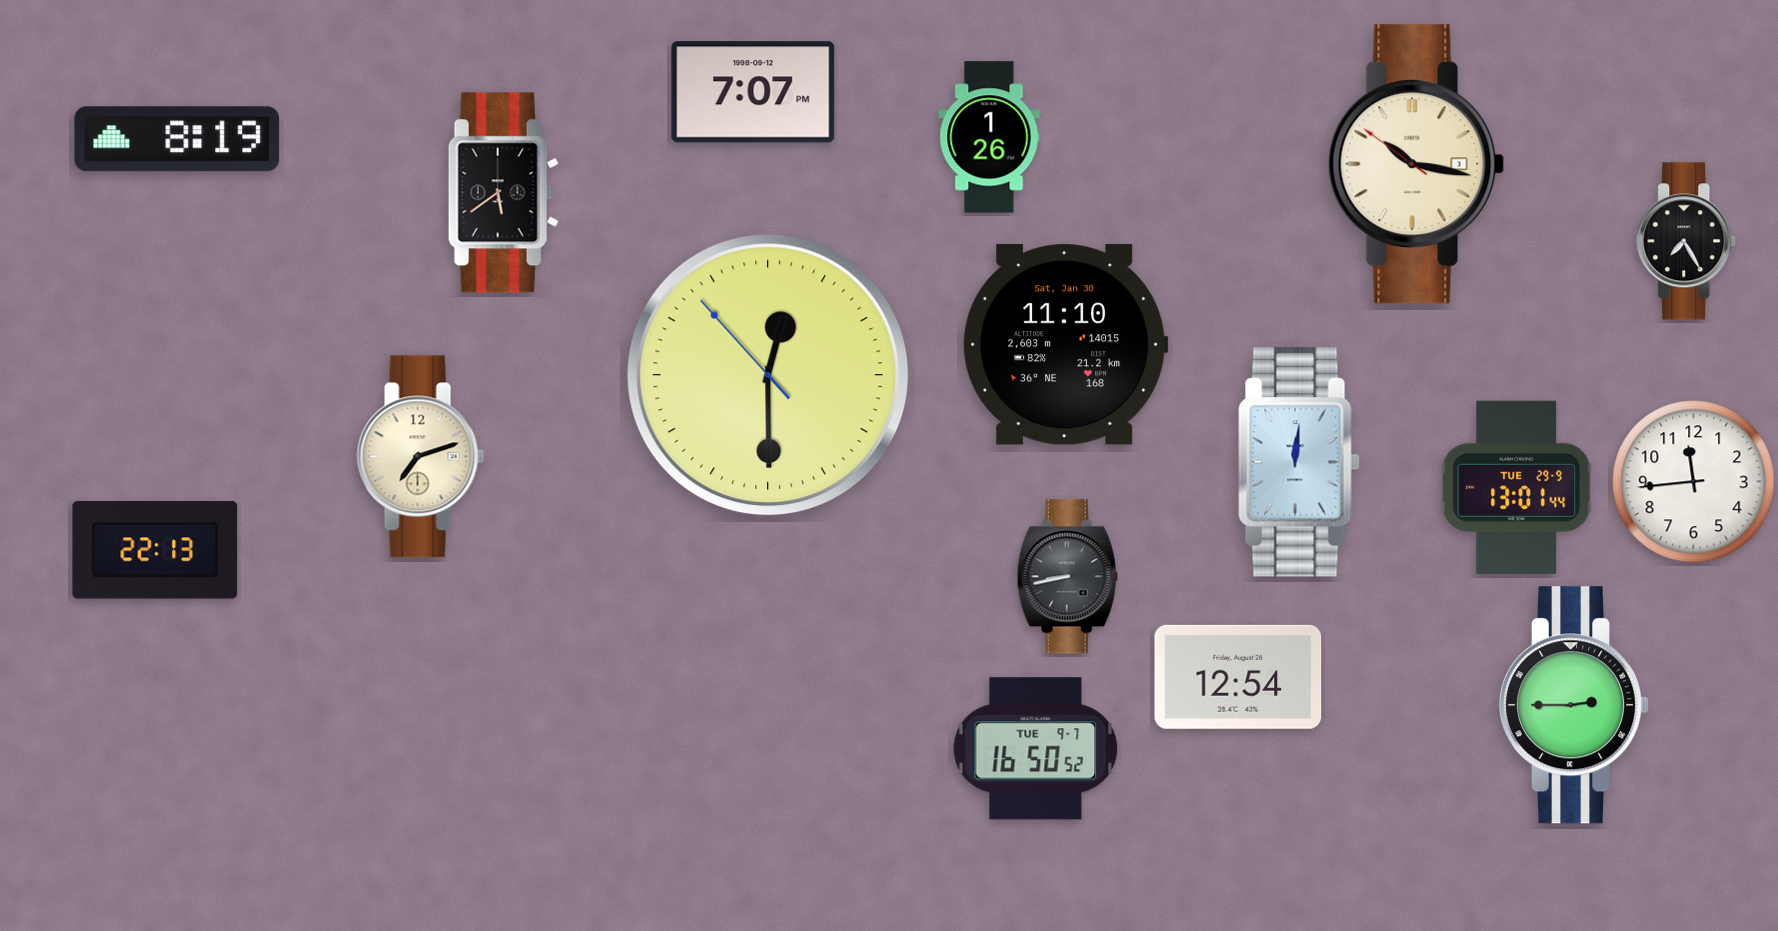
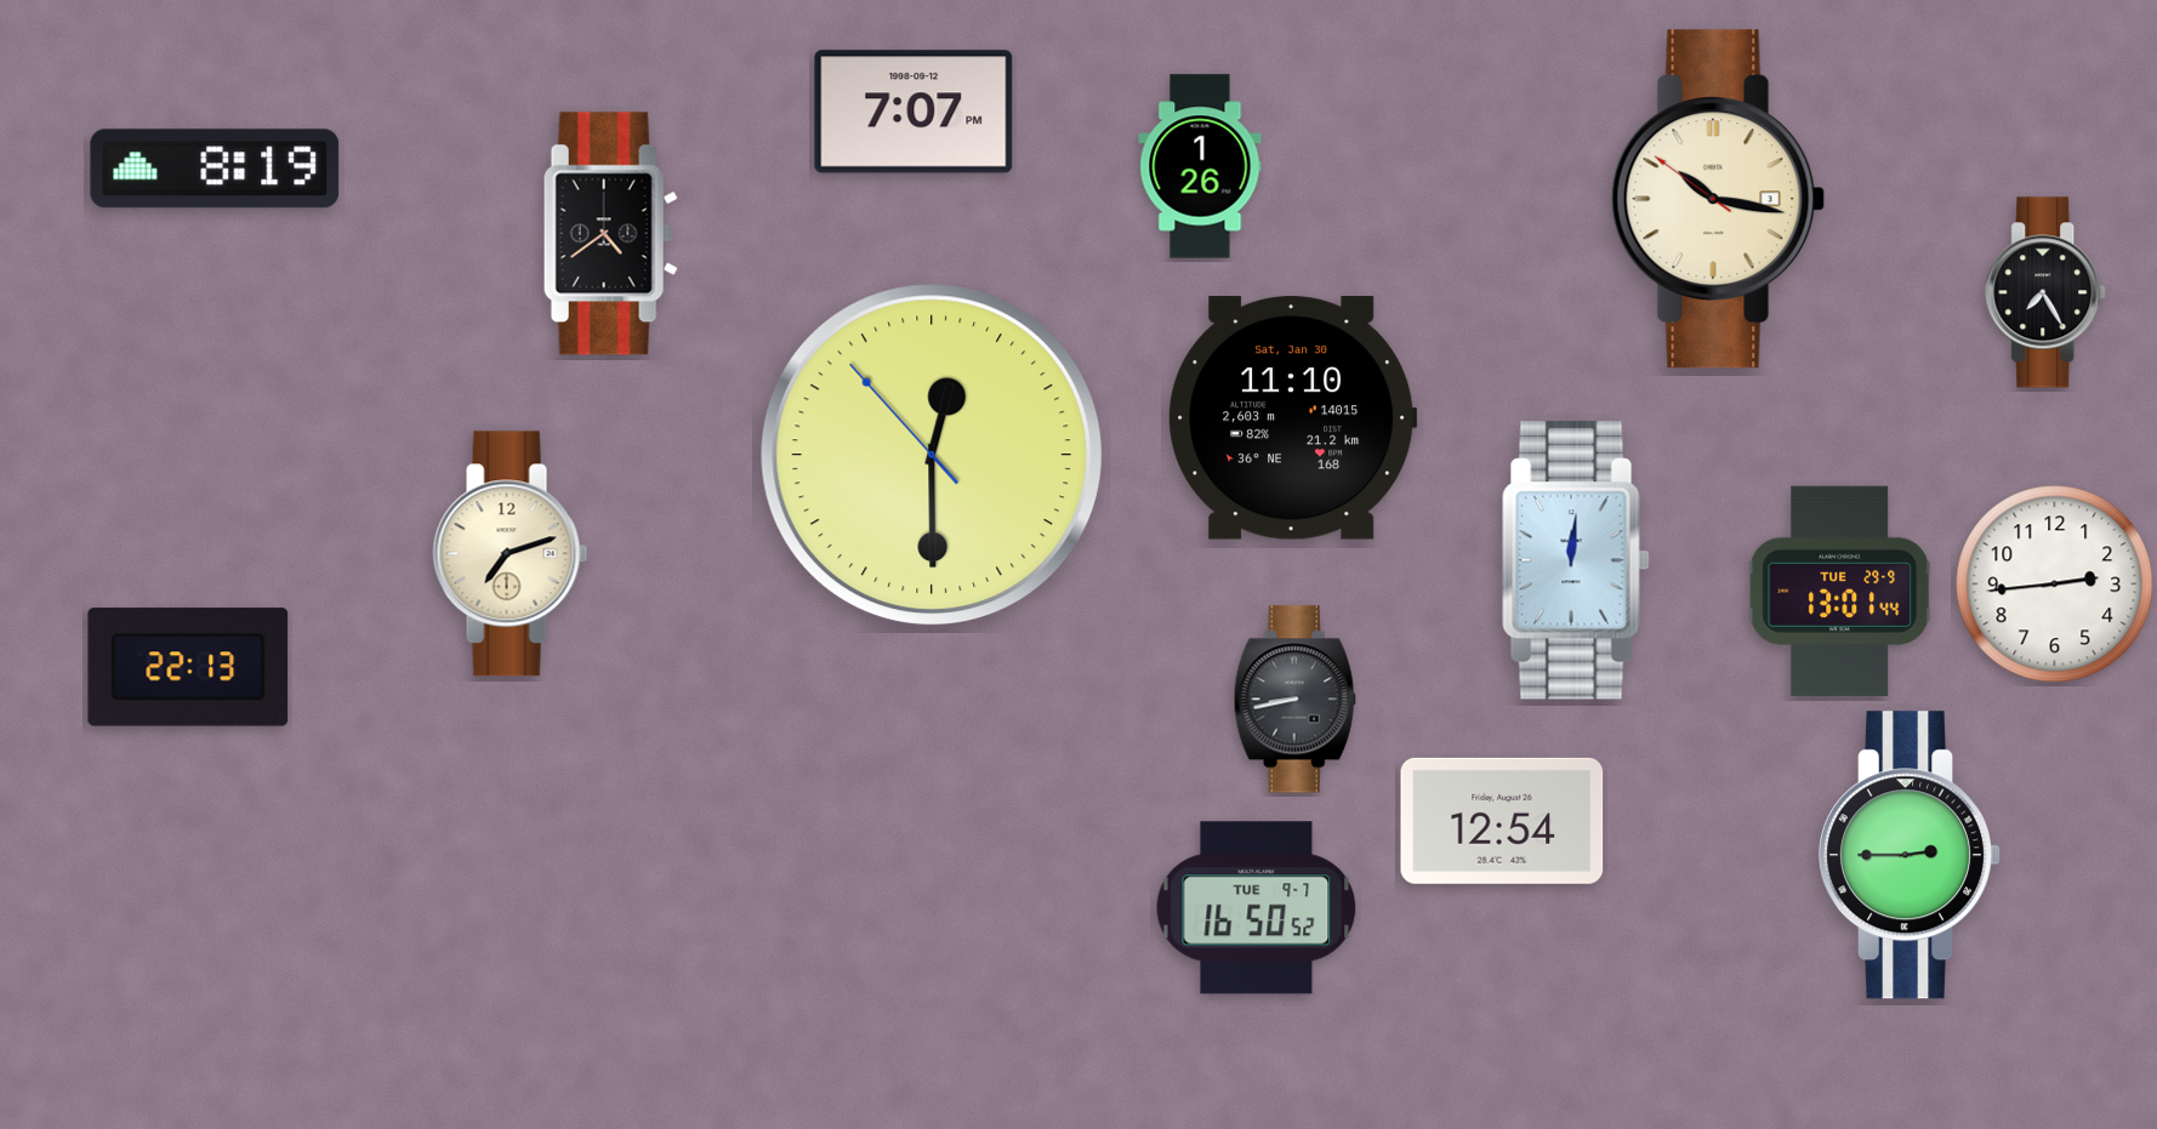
clock at (503, 193): 5:39 -> 4:39
clock at (1694, 482): 11:44 -> 2:44
